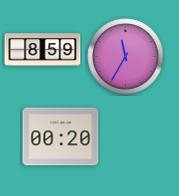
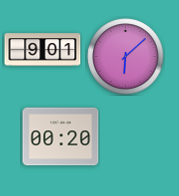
clock at (43, 50): 8:59 -> 9:01
clock at (126, 57): 11:35 -> 6:08
